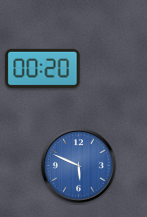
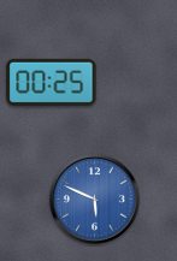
clock at (43, 68): 00:20 -> 00:25
